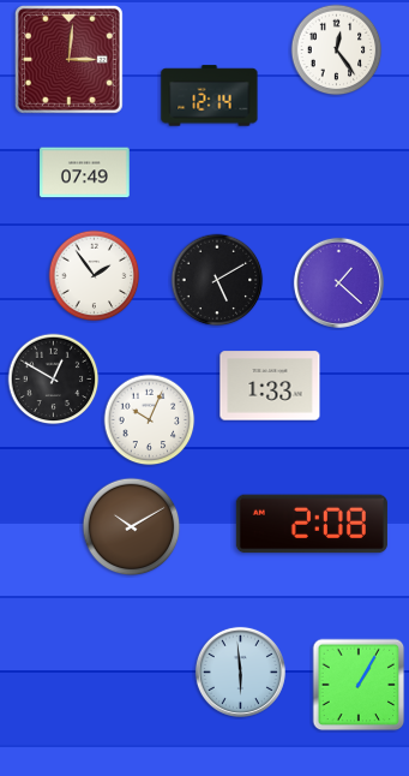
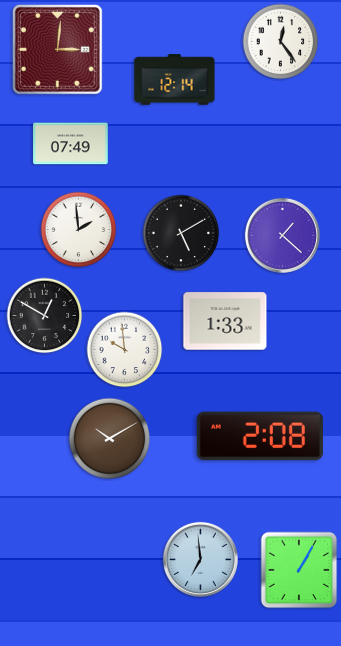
clock at (95, 276): 1:54 -> 1:59
clock at (150, 420): 10:04 -> 9:59
clock at (240, 671): 5:59 -> 6:59
